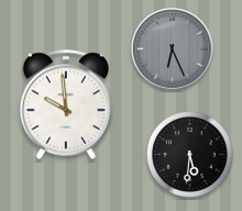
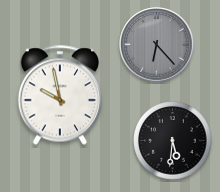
clock at (173, 49): 6:26 -> 6:23
clock at (66, 104): 9:59 -> 9:58
